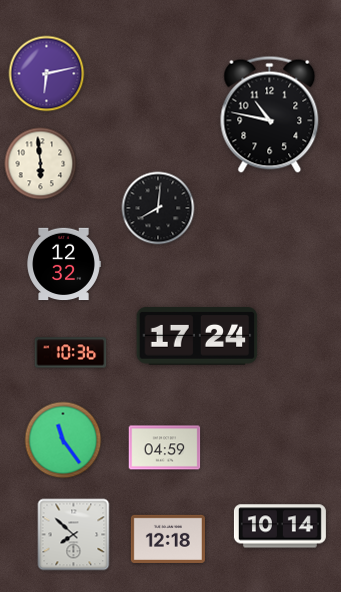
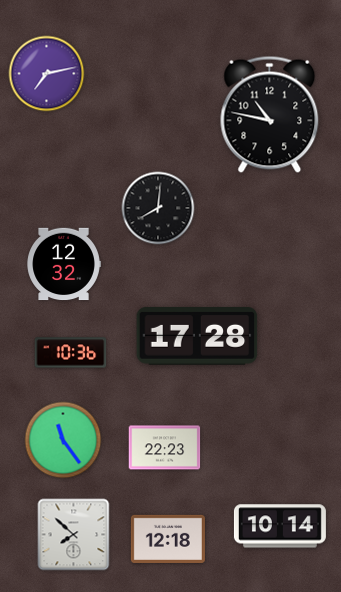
clock at (47, 74): 6:13 -> 7:13
clock at (41, 164): 5:59 -> none
clock at (197, 337): 17:24 -> 17:28
clock at (165, 448): 04:59 -> 22:23
